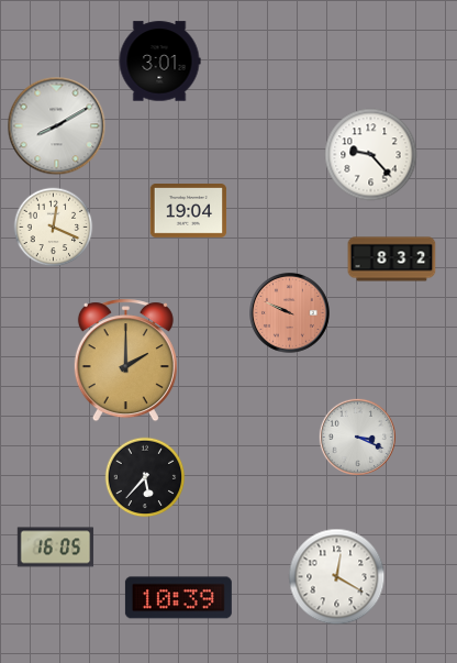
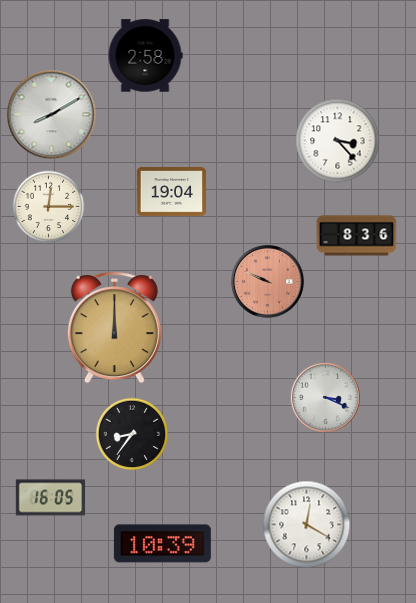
clock at (159, 62): 3:01 -> 2:58
clock at (371, 155): 9:23 -> 3:23
clock at (54, 228): 12:19 -> 12:15
clock at (392, 259): 8:32 -> 8:36
clock at (290, 313) position: (290, 313) -> (268, 282)
clock at (125, 361): 2:00 -> 12:00
clock at (145, 477): 5:37 -> 8:36
